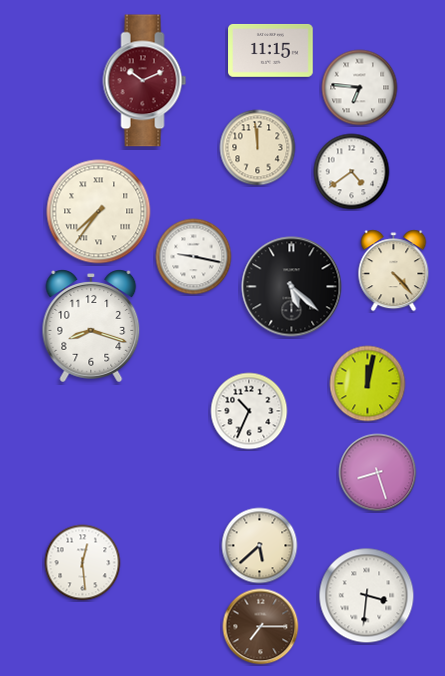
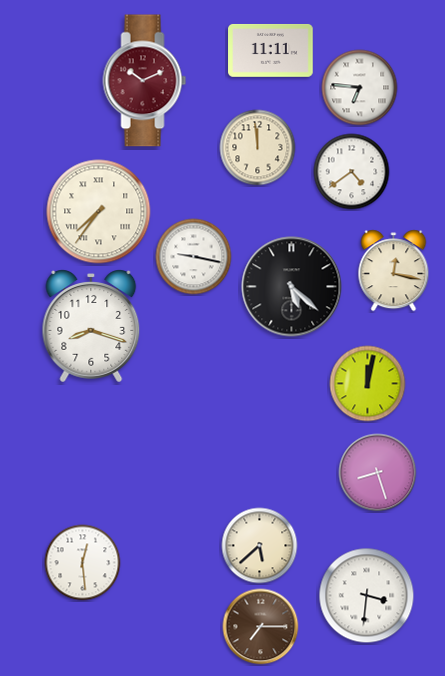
clock at (271, 50): 11:15 -> 11:11
clock at (394, 271): 4:23 -> 12:17
clock at (249, 411): 10:34 -> none
